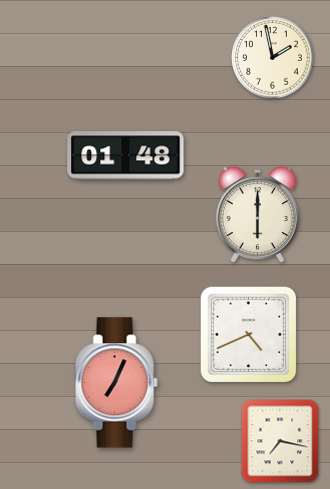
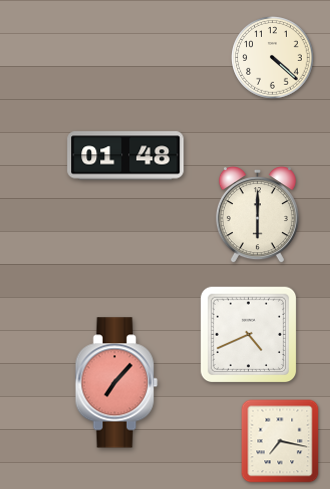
clock at (273, 58): 1:58 -> 4:22
clock at (116, 383): 7:04 -> 7:07
